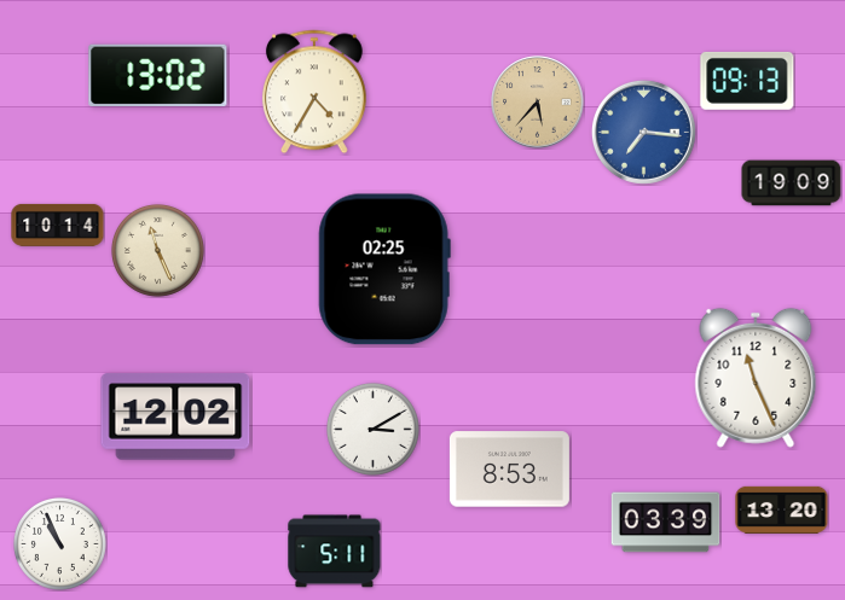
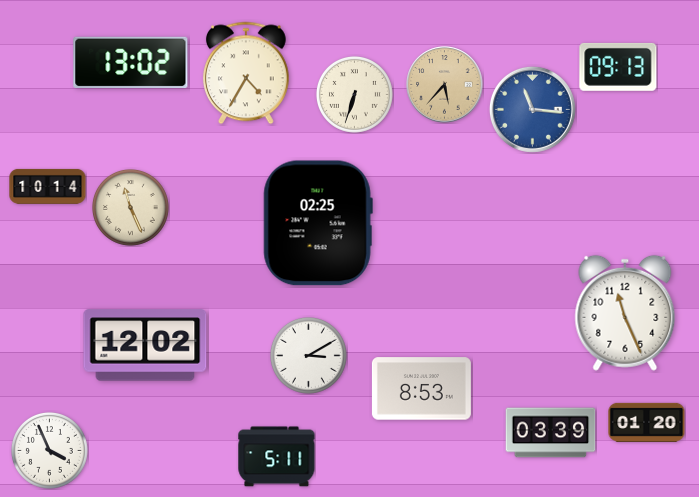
clock at (314, 92) position: (314, 92) -> (246, 73)
clock at (354, 94): none -> 6:33
clock at (643, 132): 7:16 -> 11:16
clock at (792, 184): 19:09 -> none
clock at (782, 509): 13:20 -> 01:20
clock at (59, 543): 10:56 -> 3:56
